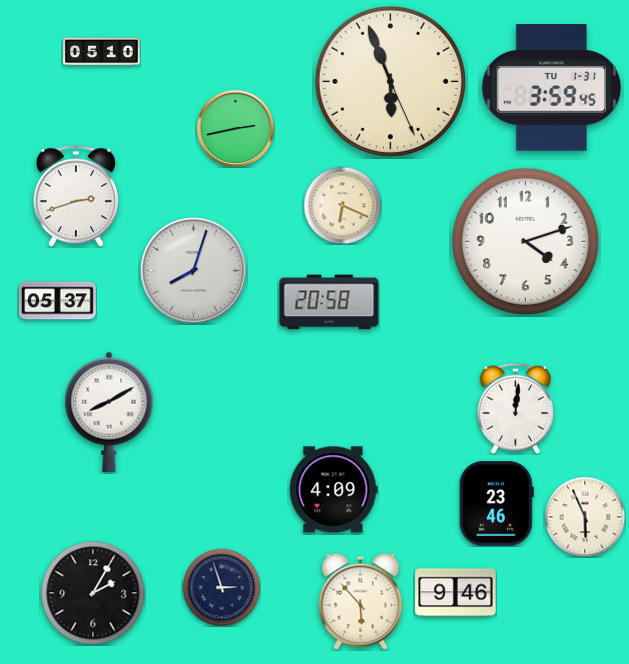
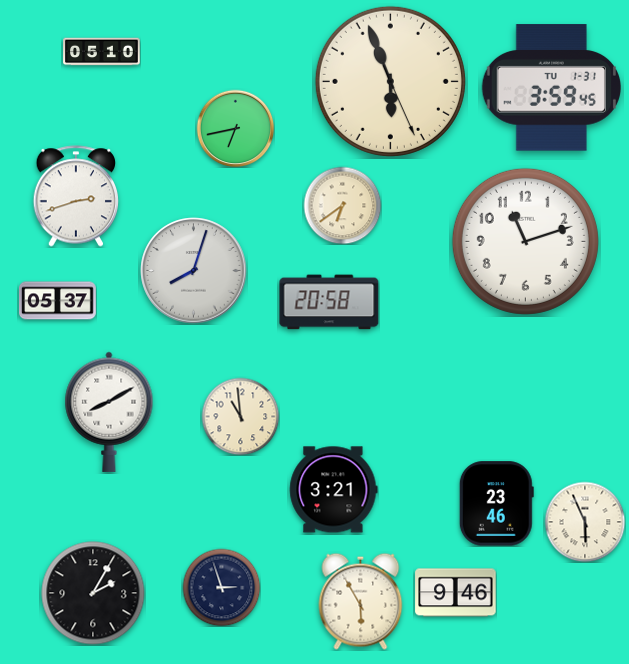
clock at (235, 128): 2:43 -> 6:43
clock at (342, 205): 6:19 -> 6:39
clock at (525, 241): 4:12 -> 11:12
clock at (515, 408): 12:01 -> none
clock at (240, 416): none -> 10:59
clock at (334, 490): 4:09 -> 3:21
clock at (585, 517) position: (585, 517) -> (585, 522)
clock at (361, 601): 5:53 -> 5:55
